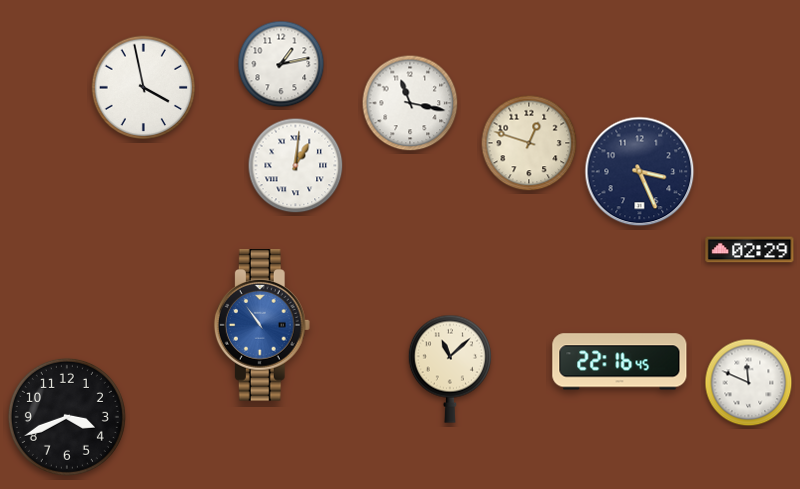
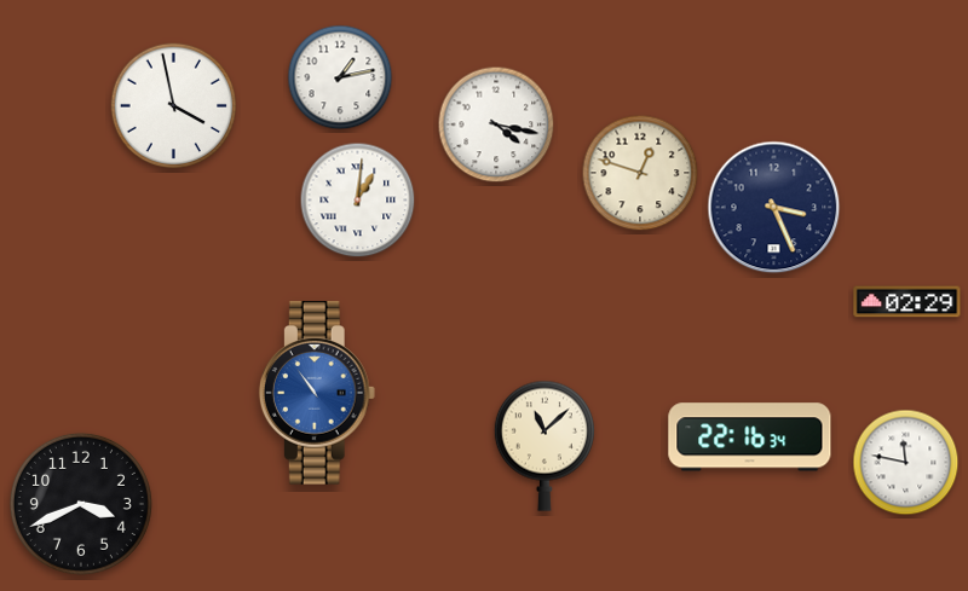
clock at (410, 103): 11:17 -> 4:17
clock at (620, 362): 22:16:45 -> 22:16:34
clock at (749, 383): 11:49 -> 11:47
